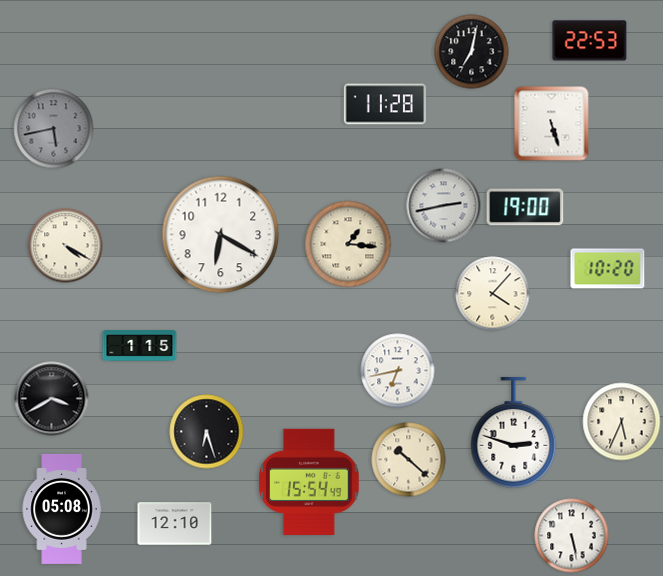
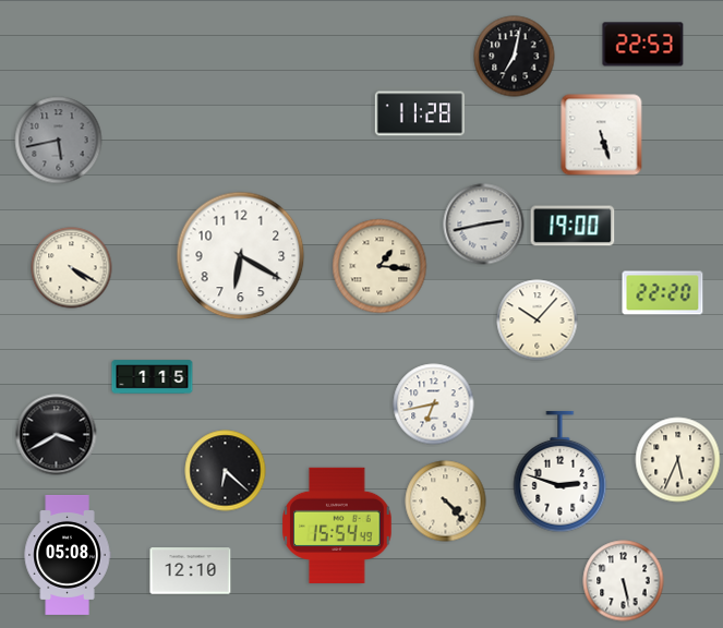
clock at (608, 269): 10:20 -> 22:20
clock at (493, 294): 4:07 -> 10:07
clock at (207, 432): 6:27 -> 6:22
clock at (409, 460): 10:22 -> 4:23
clock at (572, 536) position: (572, 536) -> (624, 581)
